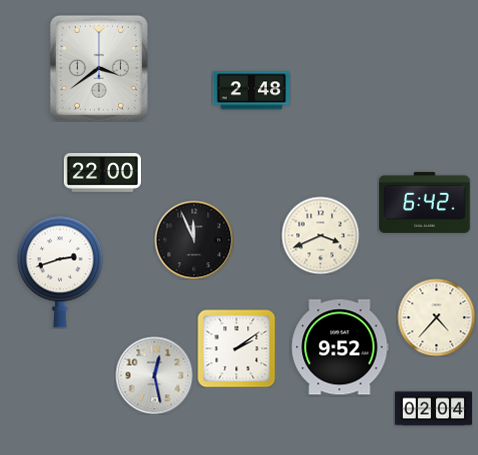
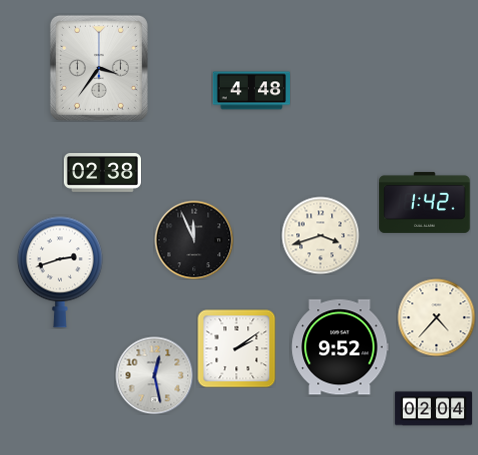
clock at (99, 68): 3:39 -> 3:36
clock at (251, 91): 2:48 -> 4:48
clock at (102, 173): 22:00 -> 02:38
clock at (425, 202): 6:42 -> 1:42
clock at (320, 235): 3:41 -> 3:42
